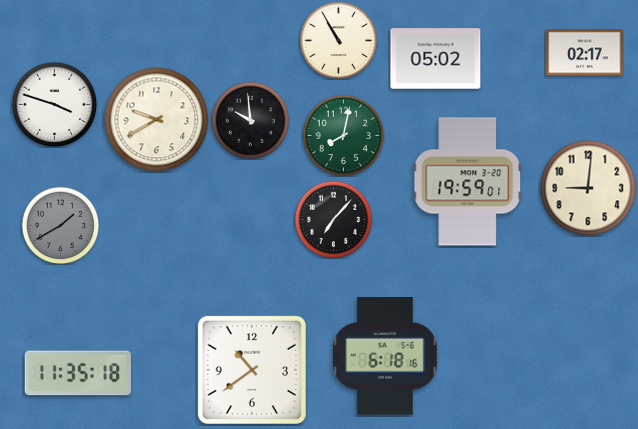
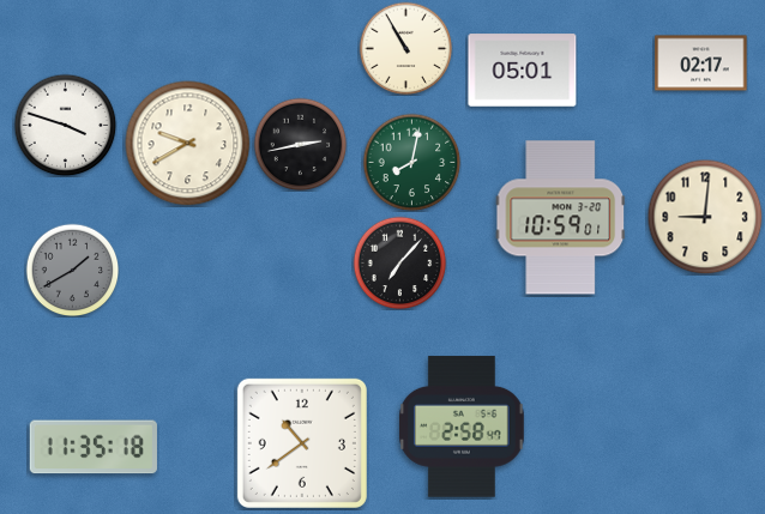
clock at (436, 59): 05:02 -> 05:01
clock at (250, 120): 9:59 -> 2:43
clock at (468, 182): 19:59 -> 10:59
clock at (588, 188) position: (588, 188) -> (705, 217)
clock at (386, 356): 6:18 -> 2:58
